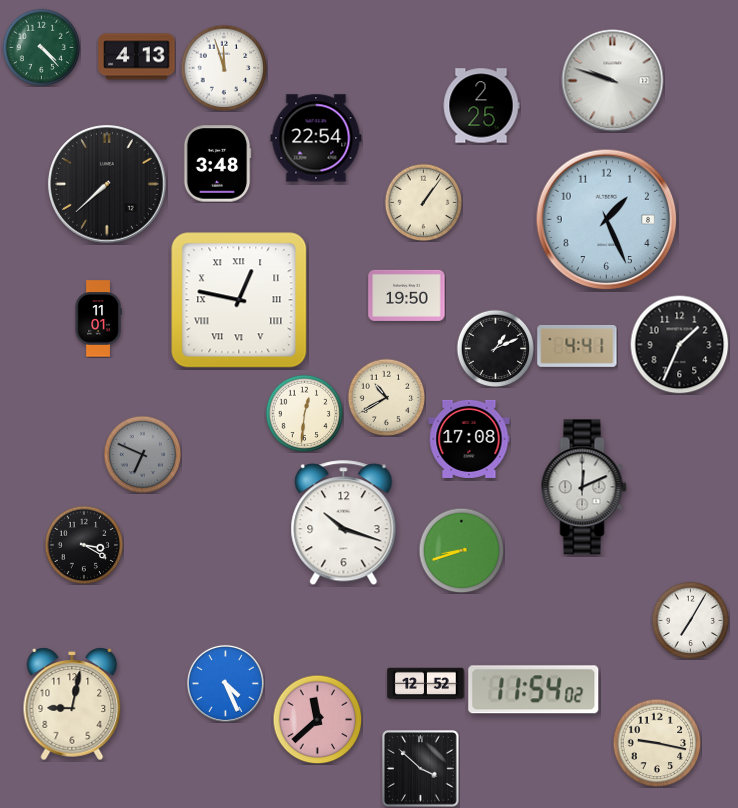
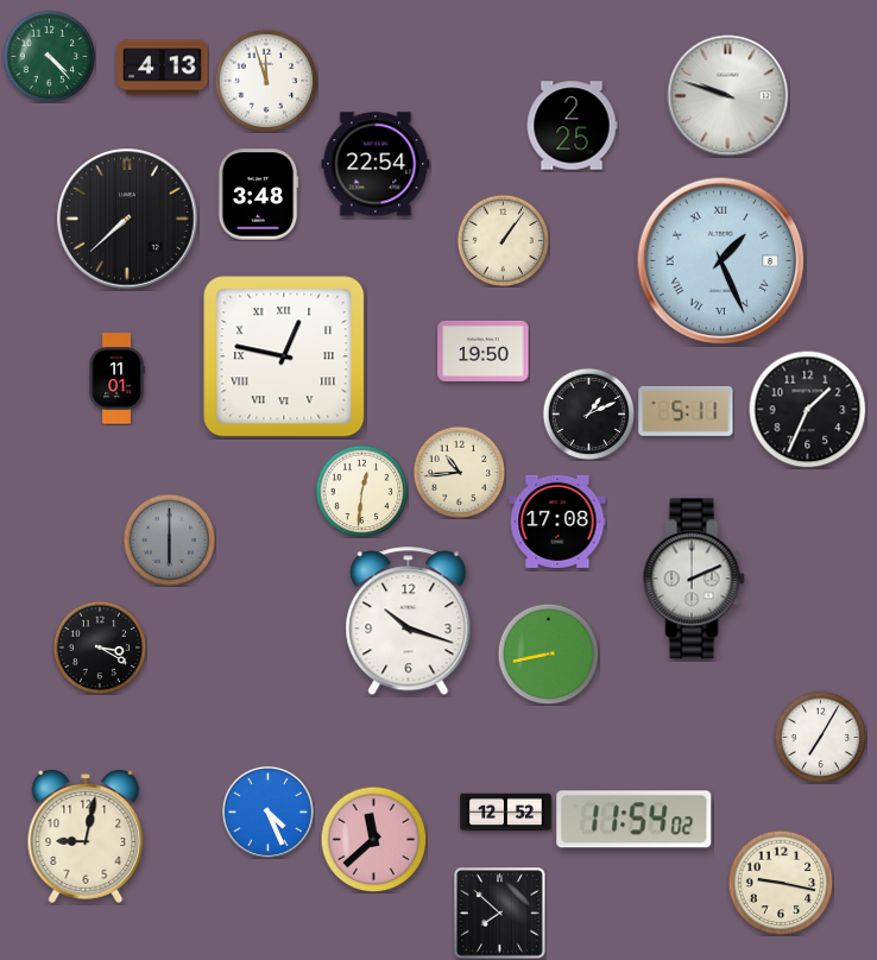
clock at (607, 220) numerals: Arabic -> Roman
clock at (577, 346): 4:41 -> 5:11
clock at (386, 397): 10:40 -> 10:44
clock at (142, 454): 6:49 -> 6:00
clock at (584, 487): 12:11 -> 2:11
clock at (461, 550): 8:42 -> 8:43
clock at (317, 719) position: (317, 719) -> (373, 839)
clock at (421, 769): 3:52 -> 7:52
